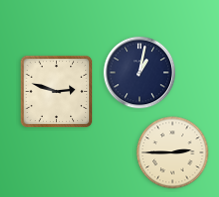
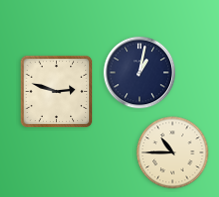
clock at (173, 153): 2:45 -> 10:45
